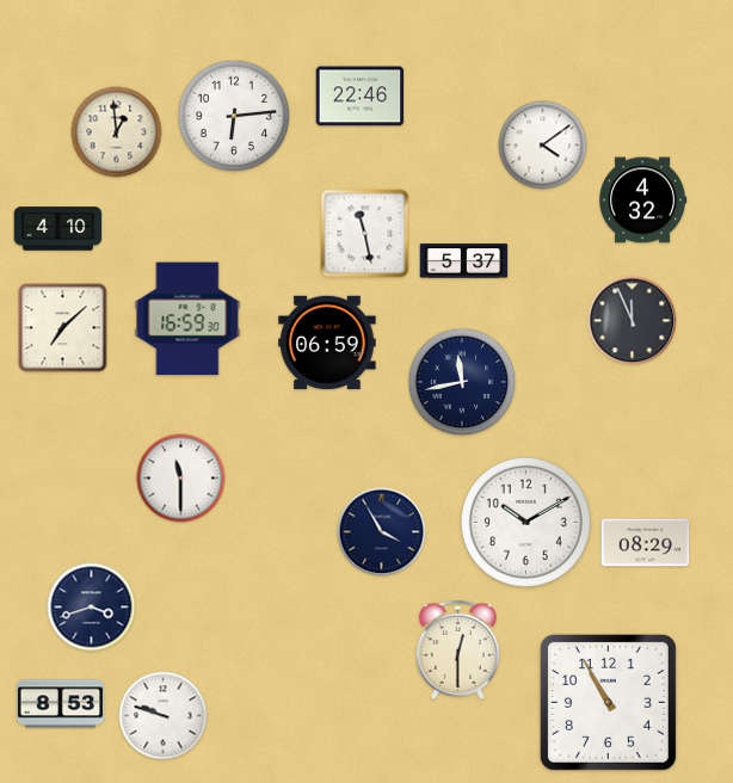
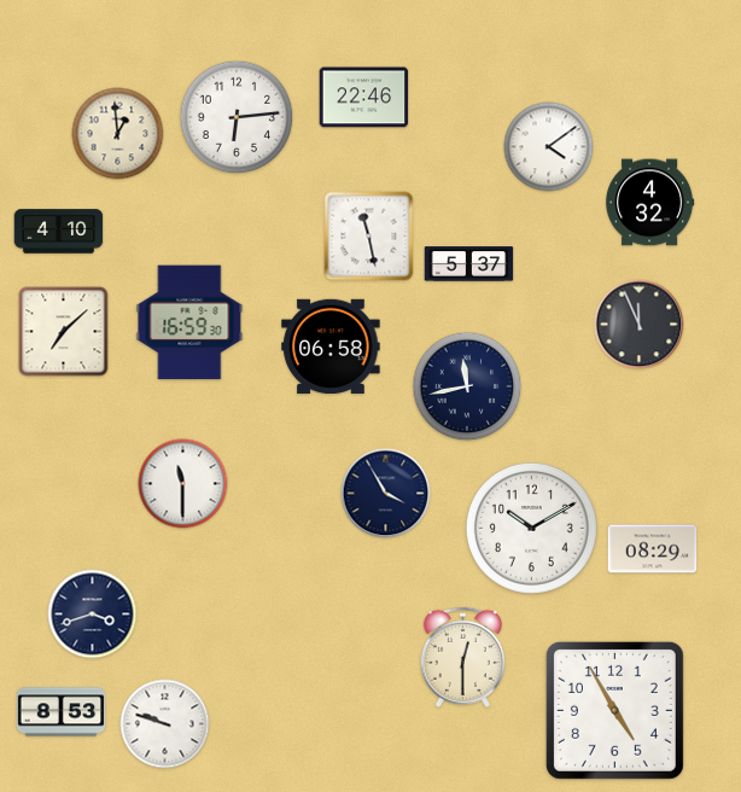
clock at (327, 343): 06:59 -> 06:58
clock at (382, 532) position: (382, 532) -> (386, 494)
clock at (608, 702): 10:55 -> 4:55
